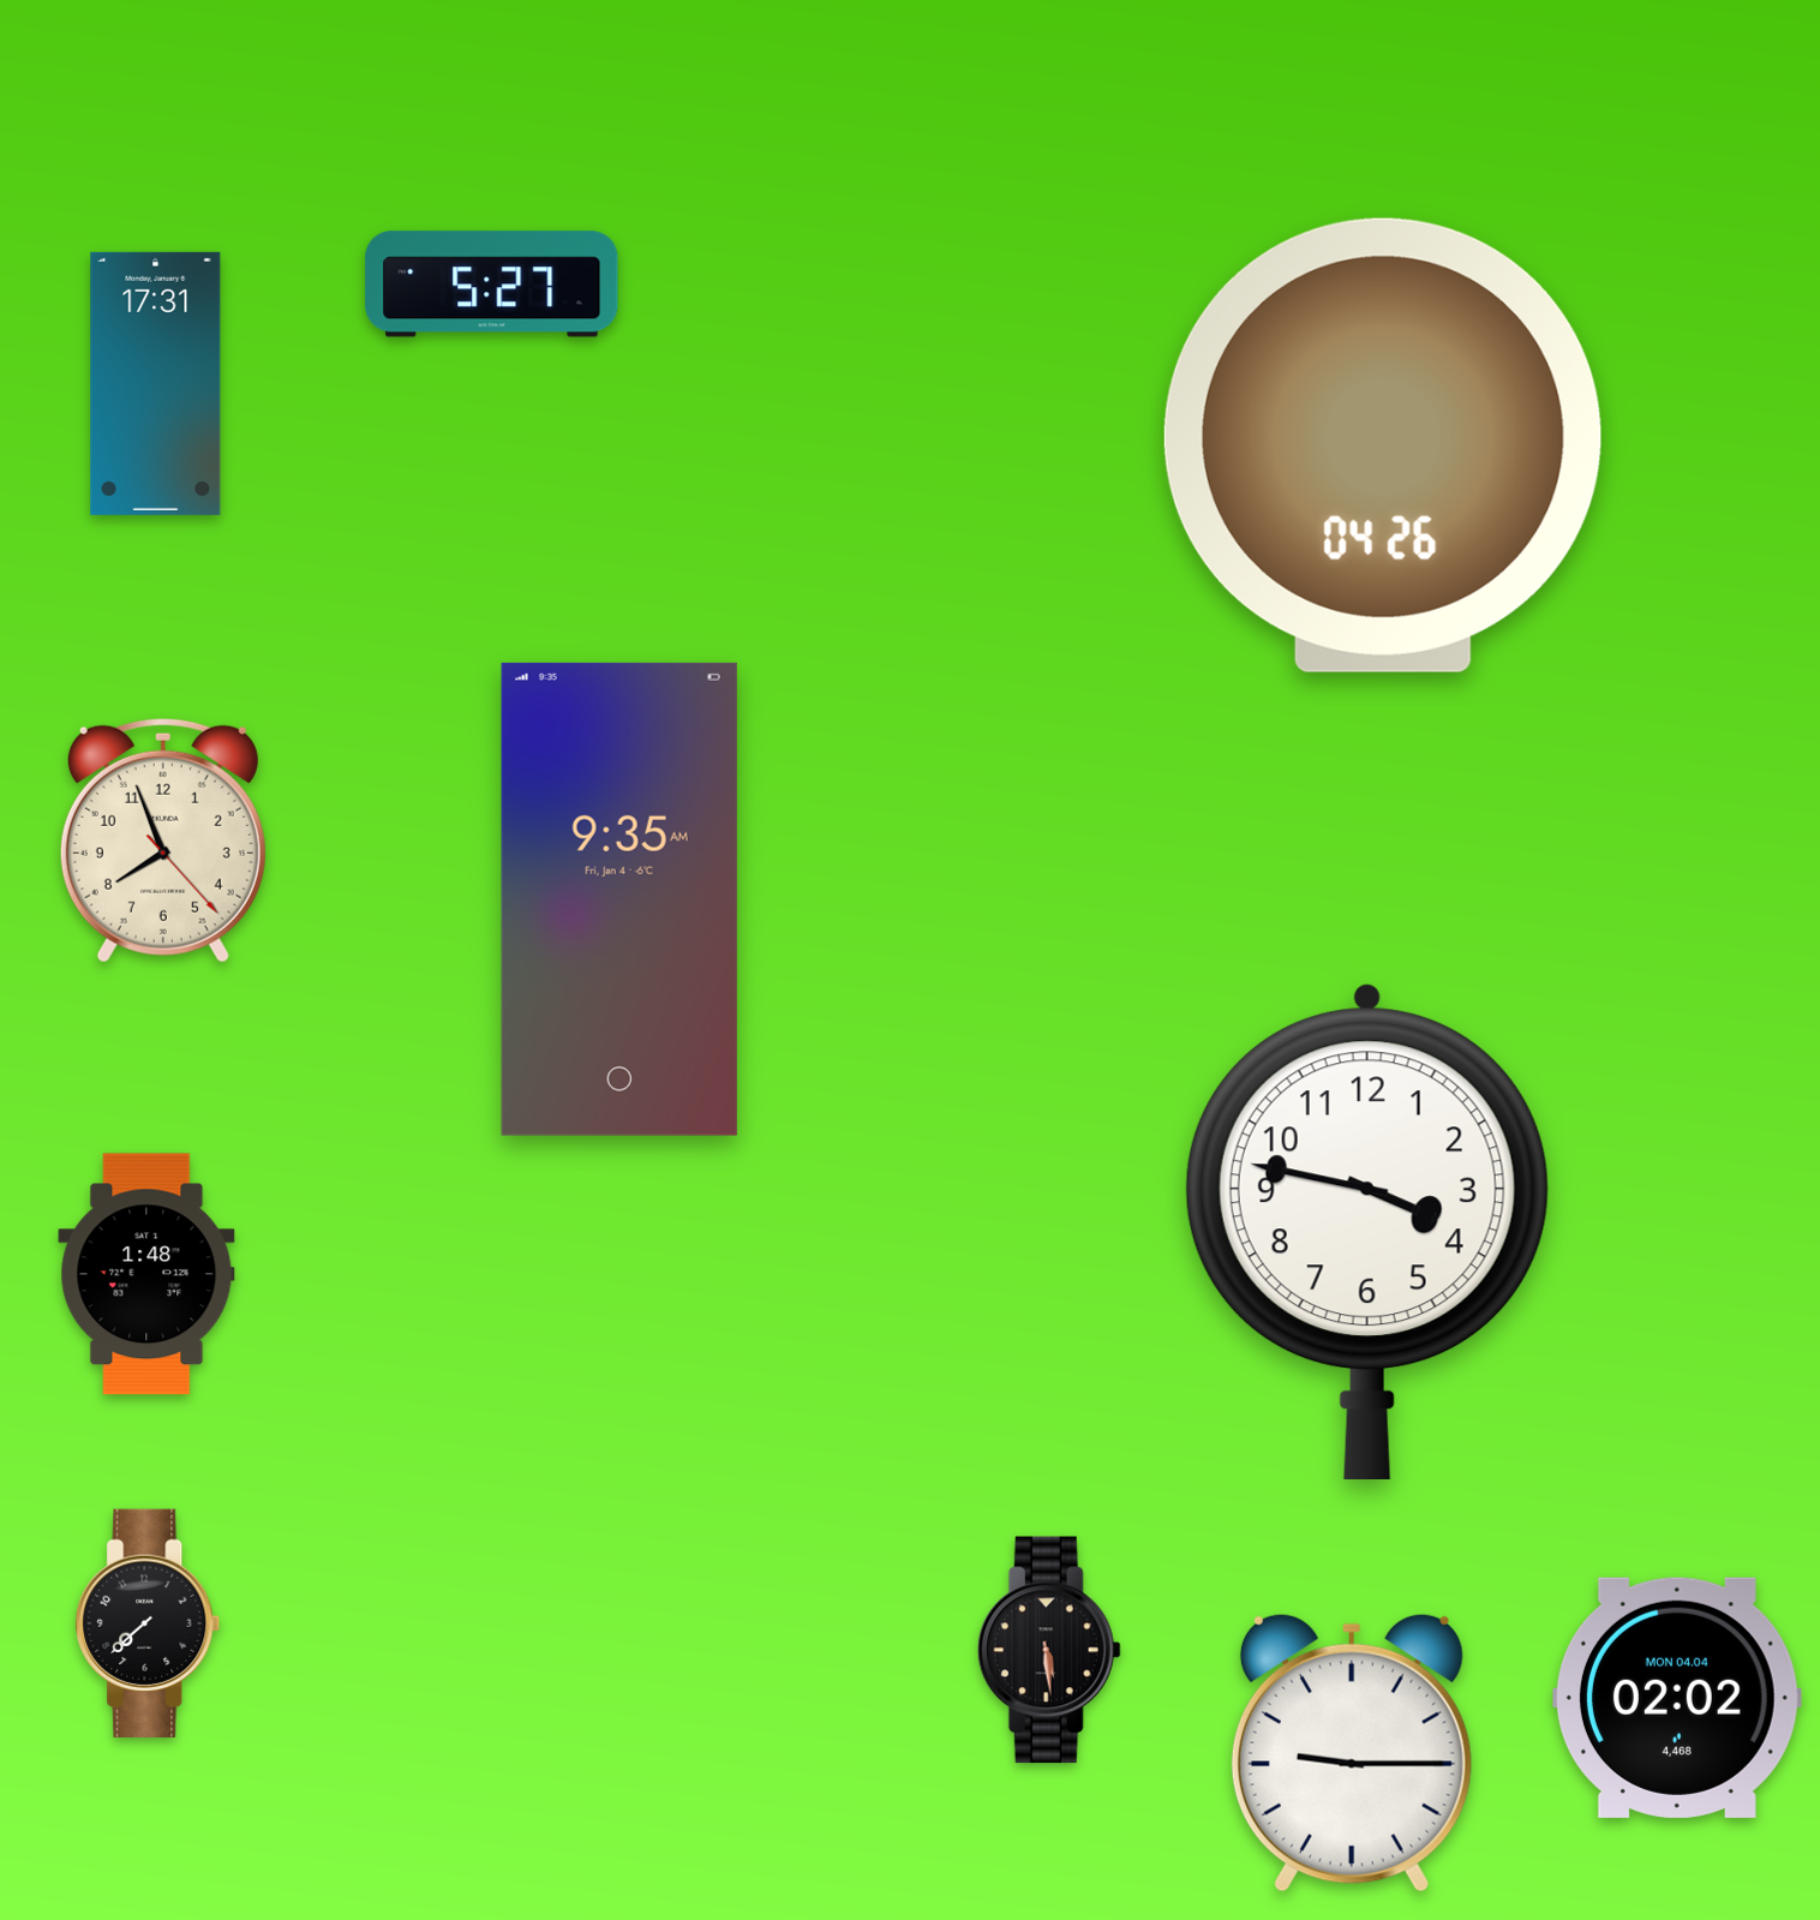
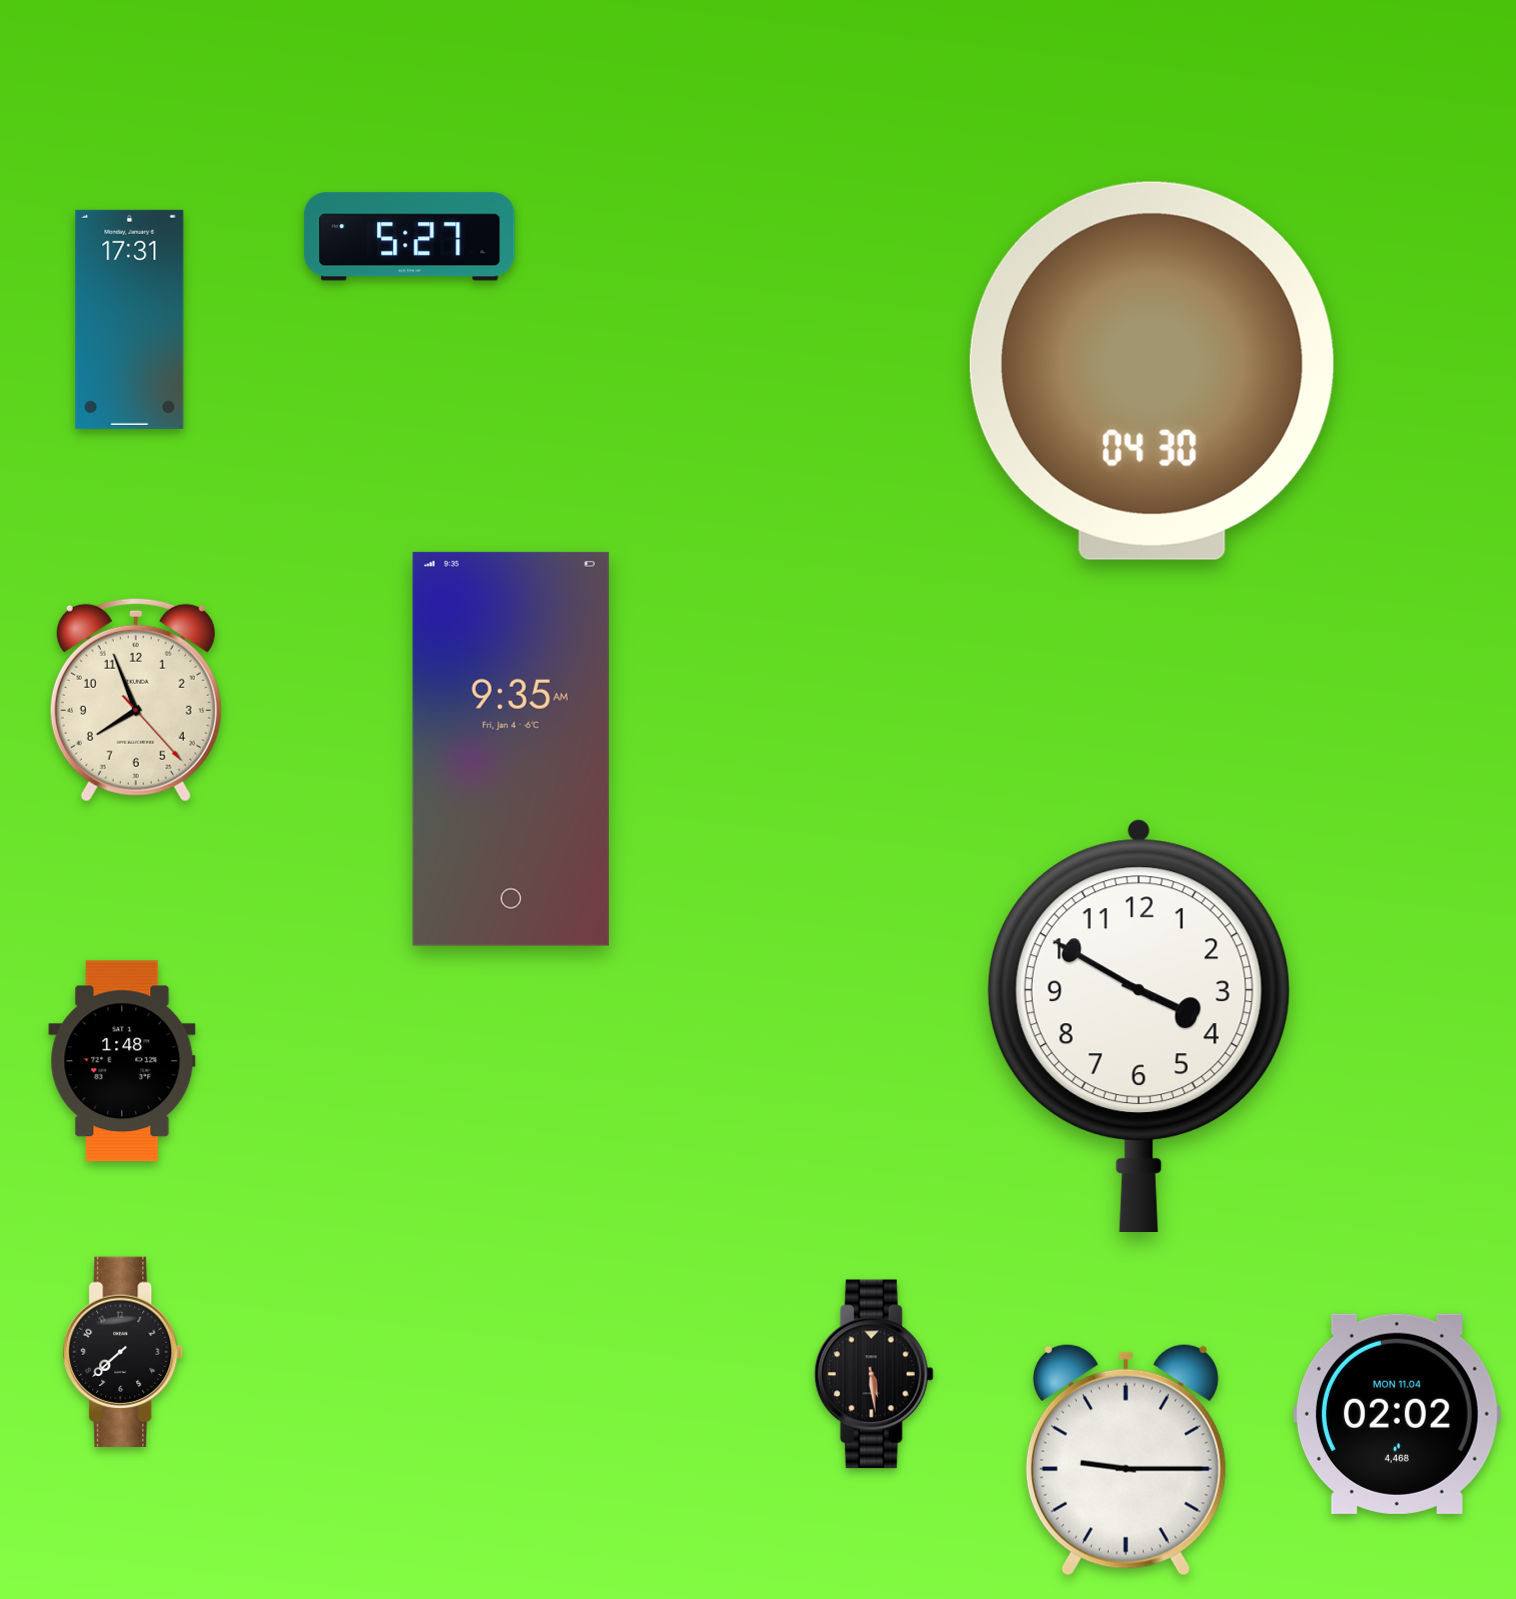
clock at (1383, 445): 04:26 -> 04:30
clock at (619, 899) position: (619, 899) -> (511, 749)
clock at (1367, 1231): 3:47 -> 3:50
clock at (1677, 1698) date: MON 04.04 -> MON 11.04
